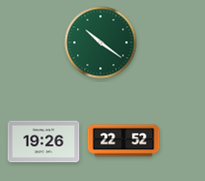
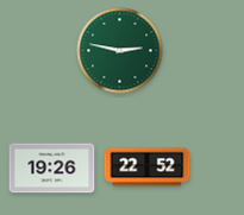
clock at (101, 43): 10:21 -> 2:47
